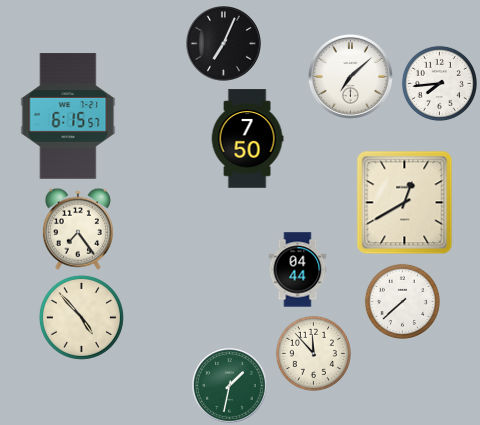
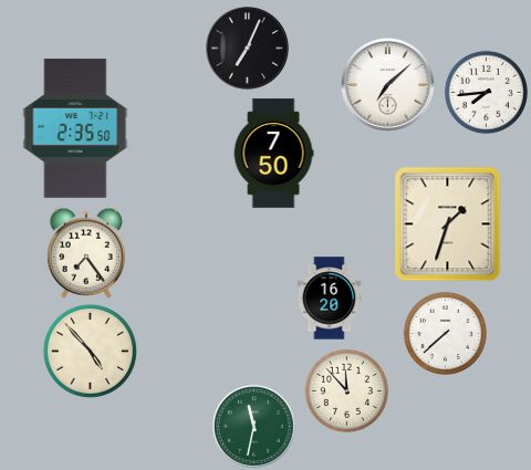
clock at (68, 116): 6:15 -> 2:35
clock at (405, 203): 12:40 -> 1:33
clock at (298, 270): 04:44 -> 16:20
clock at (230, 386): 1:32 -> 11:32
